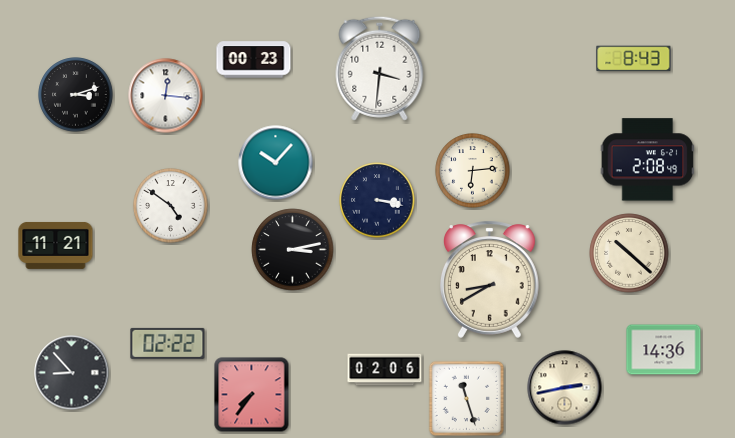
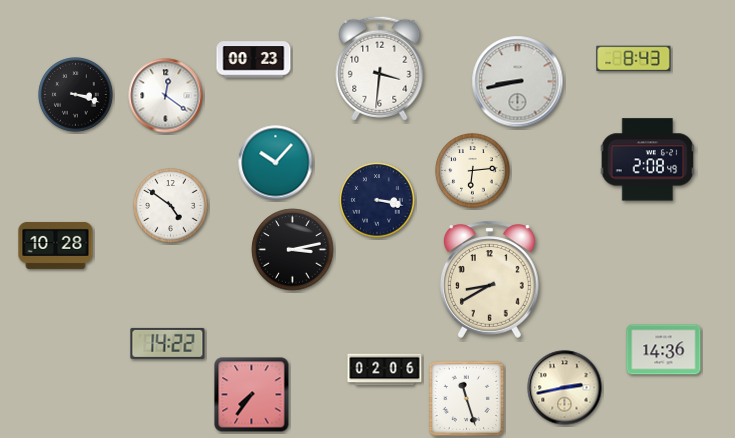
clock at (518, 82): none -> 8:43
clock at (76, 95): 3:12 -> 3:18
clock at (166, 96): 12:16 -> 12:21
clock at (56, 245): 11:21 -> 10:28
clock at (629, 253): 10:22 -> none
clock at (168, 343): 02:22 -> 14:22
clock at (72, 373): 8:53 -> none
